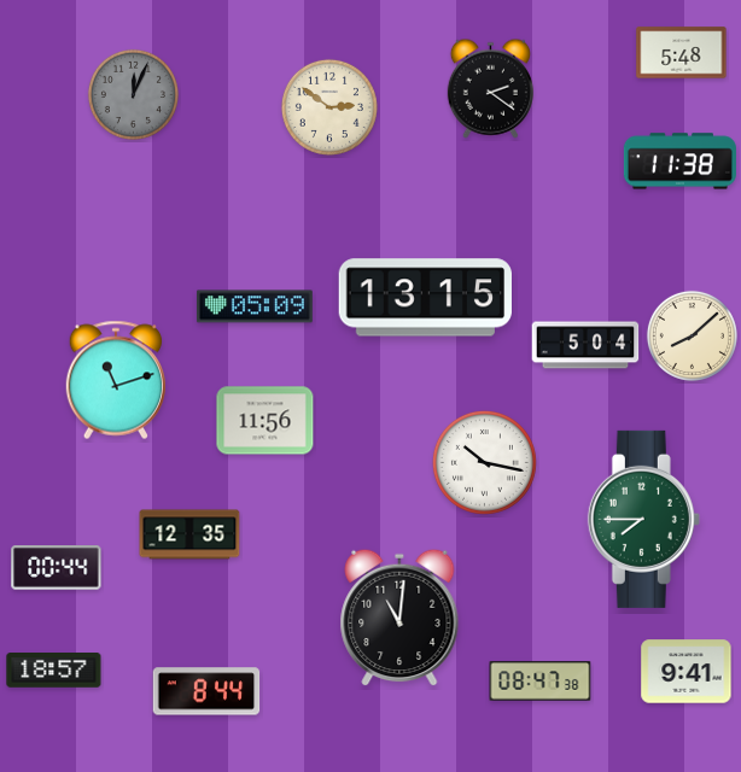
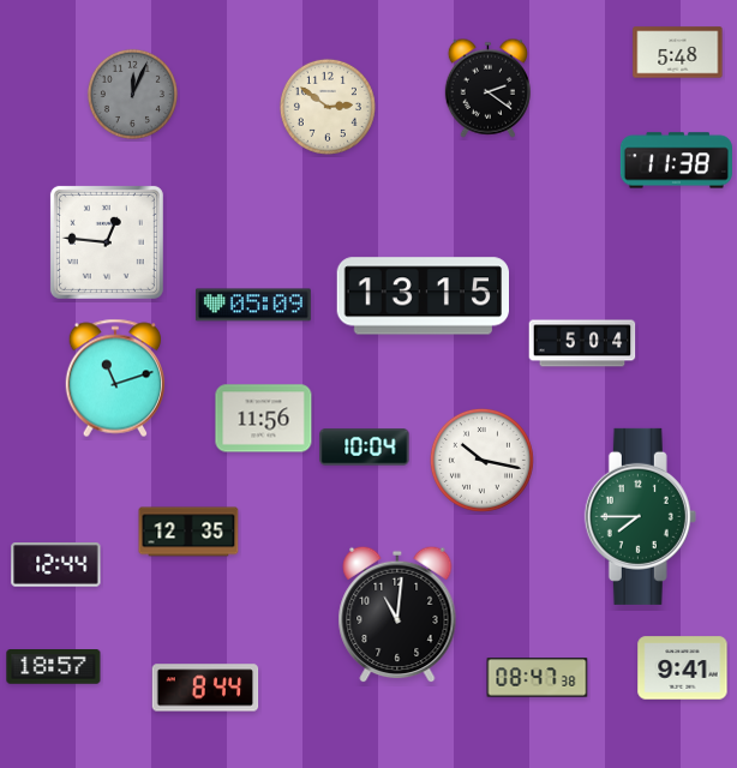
clock at (107, 242): none -> 12:46
clock at (692, 335): 8:08 -> none
clock at (365, 448): none -> 10:04
clock at (57, 568): 00:44 -> 12:44
